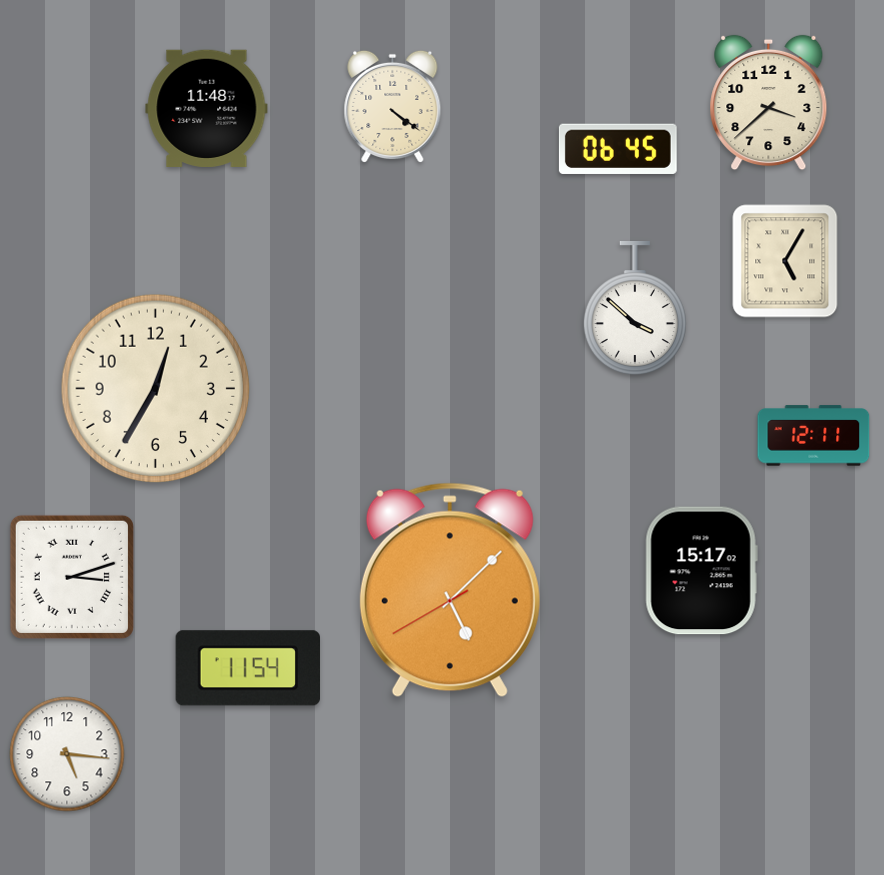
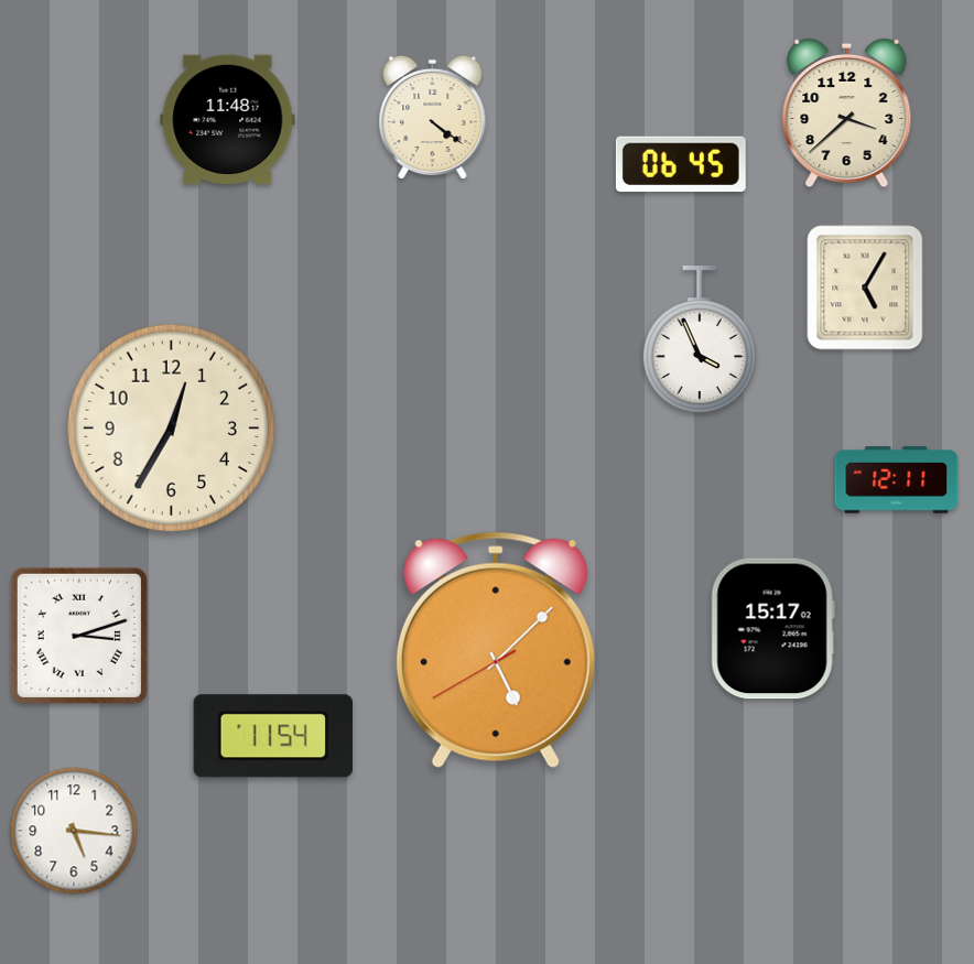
clock at (635, 308): 3:52 -> 3:56
